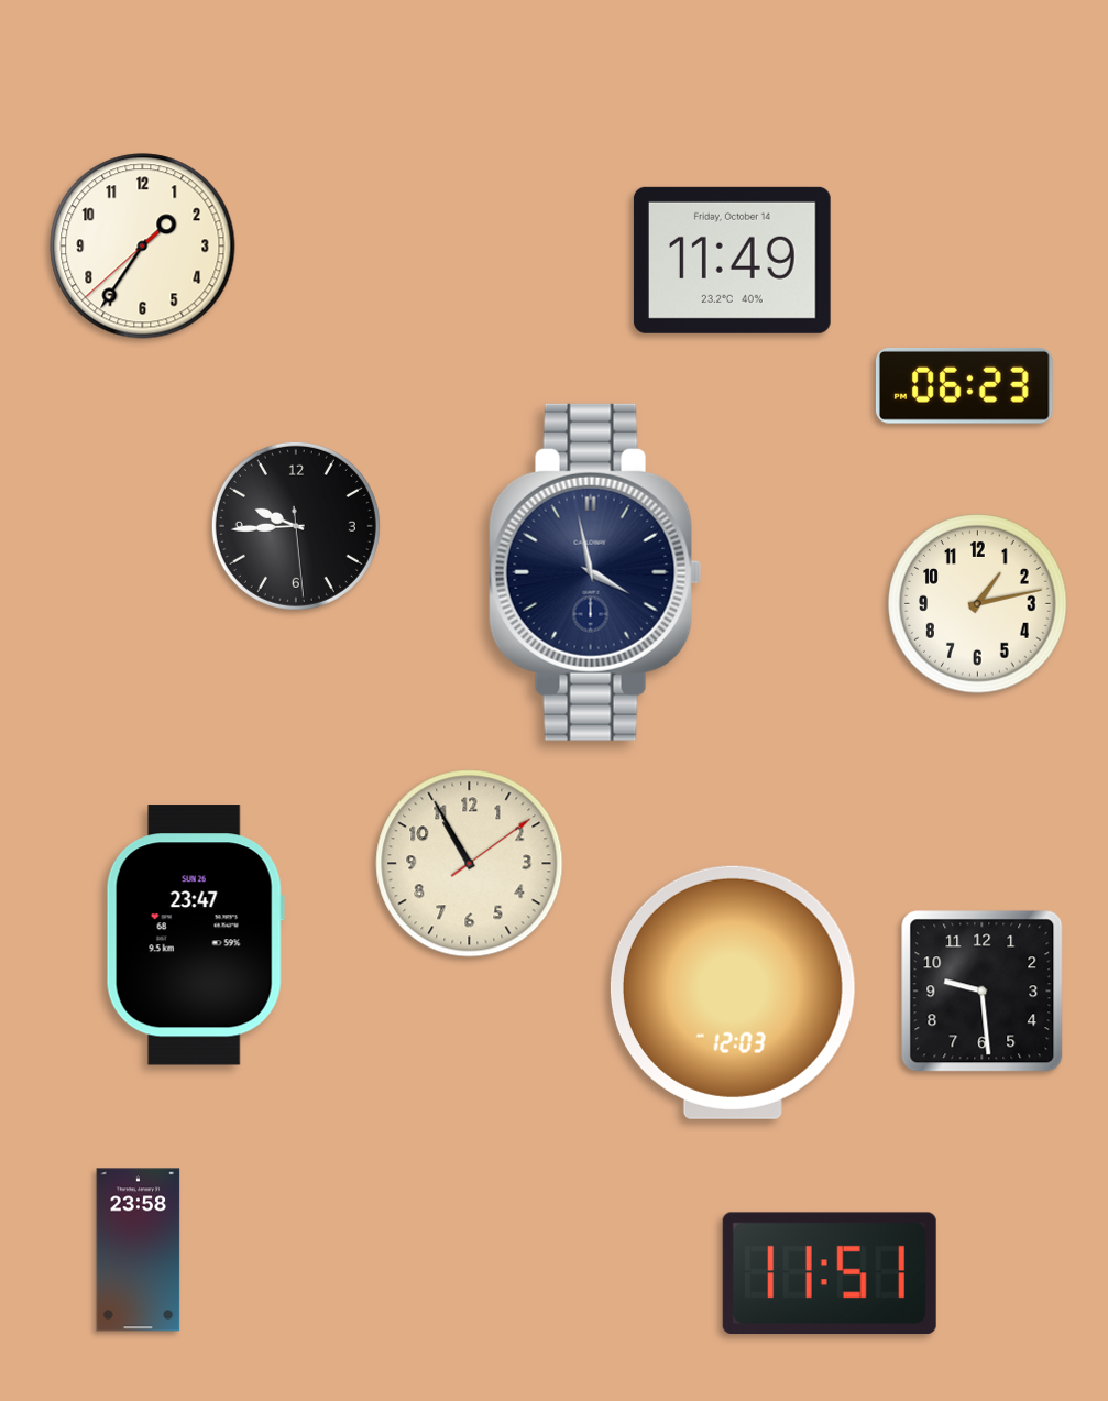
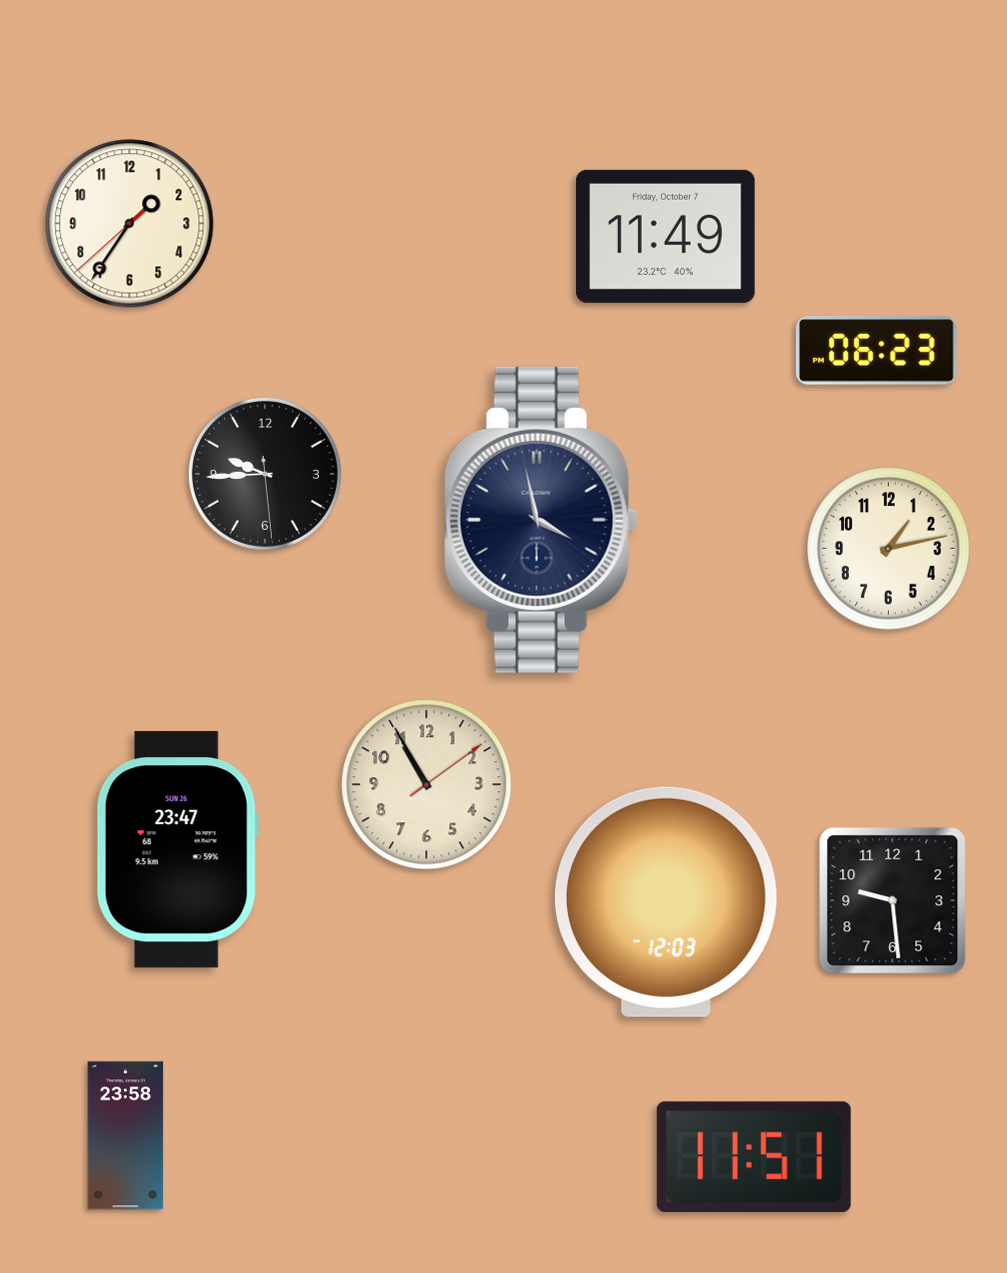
clock at (732, 260) date: Friday, October 14 -> Friday, October 7
clock at (296, 526) position: (296, 526) -> (265, 474)
